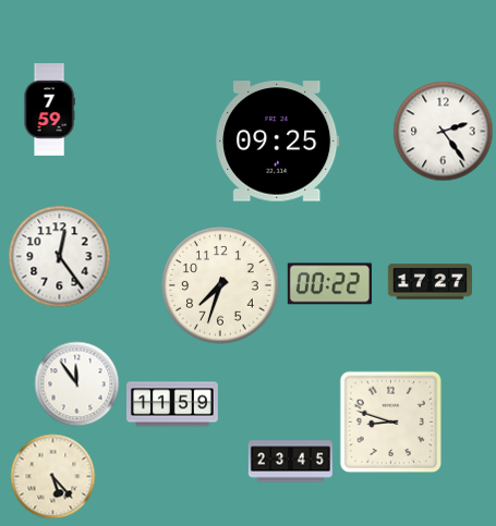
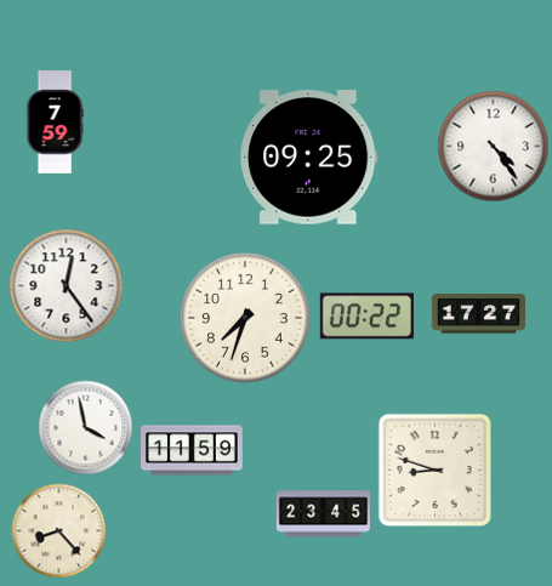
clock at (443, 131): 2:24 -> 4:24
clock at (76, 383): 11:54 -> 3:58
clock at (52, 476): 5:23 -> 8:23
